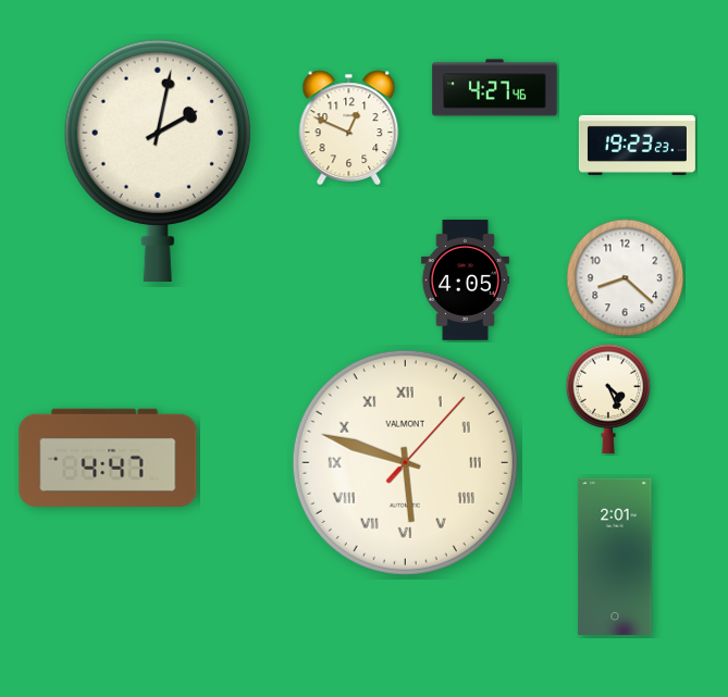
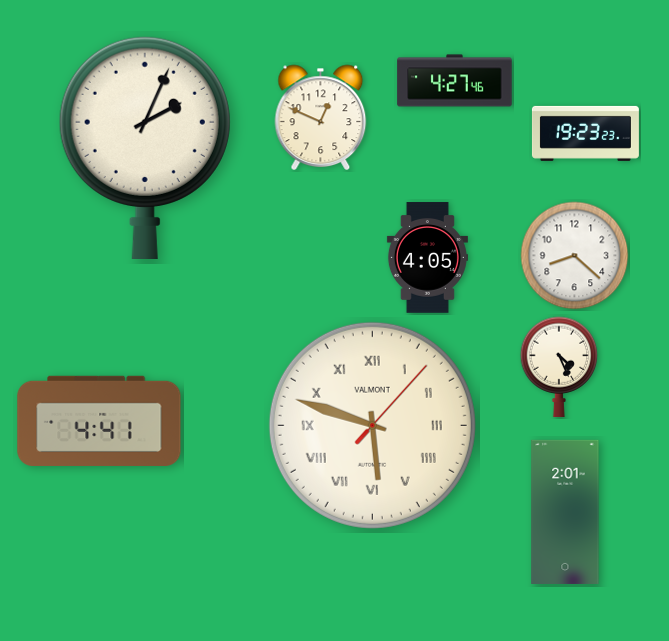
clock at (158, 160): 2:02 -> 2:04
clock at (108, 458): 4:47 -> 4:41
